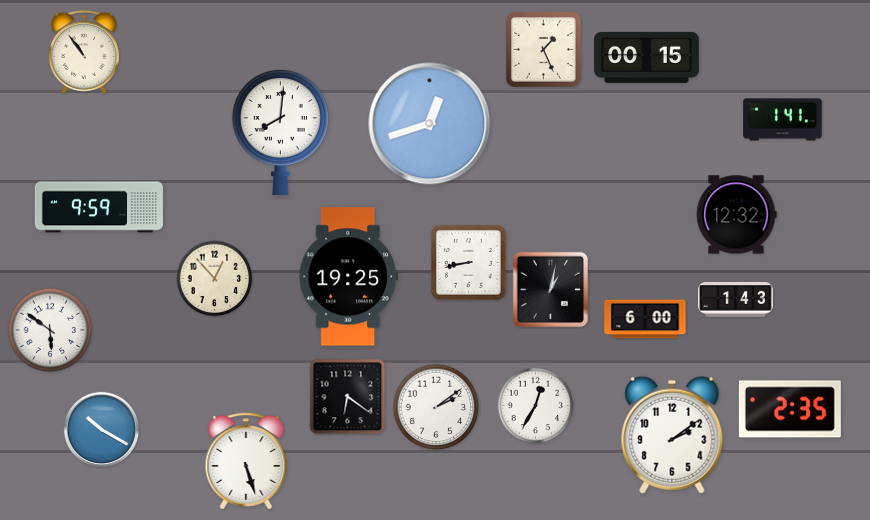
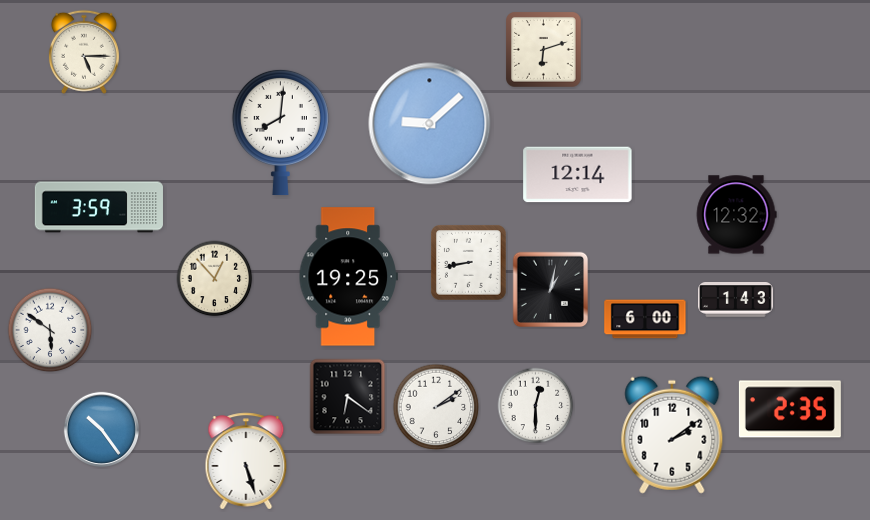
clock at (544, 50): 1:26 -> 6:12
clock at (84, 52): 10:54 -> 5:15
clock at (647, 57): 00:15 -> none
clock at (783, 120): 1:41 -> none
clock at (430, 124): 12:42 -> 9:08
clock at (578, 175): none -> 12:14
clock at (99, 207): 9:59 -> 3:59
clock at (536, 406): 12:35 -> 12:30
clock at (101, 429): 10:20 -> 10:24
